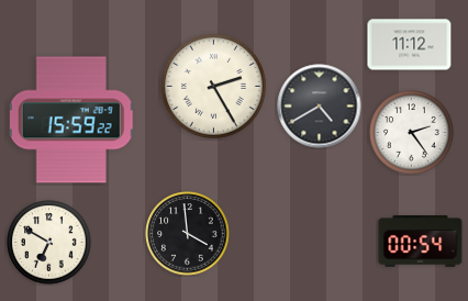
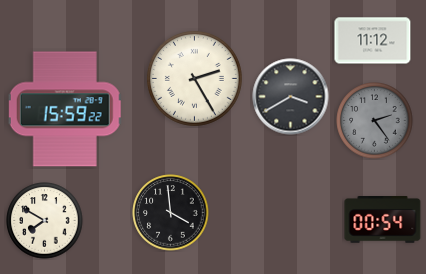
clock at (320, 107): 4:40 -> 3:40
clock at (412, 133) dial: white -> grey
clock at (49, 243): 6:50 -> 7:50
